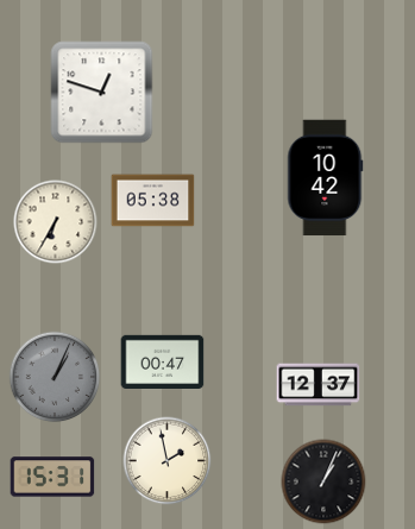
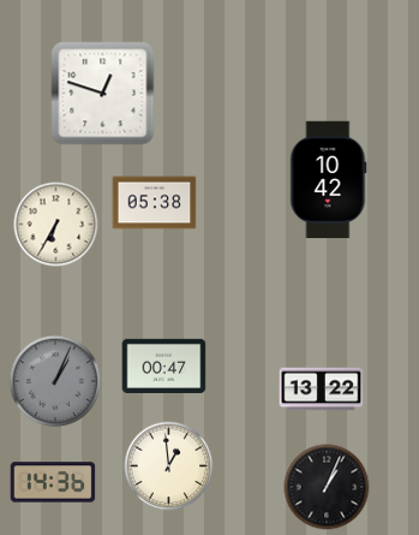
clock at (319, 385): 12:37 -> 13:22
clock at (168, 461): 1:58 -> 12:59
clock at (52, 477): 15:31 -> 14:36
